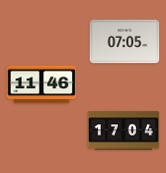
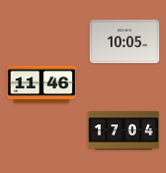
clock at (125, 42): 07:05 -> 10:05
